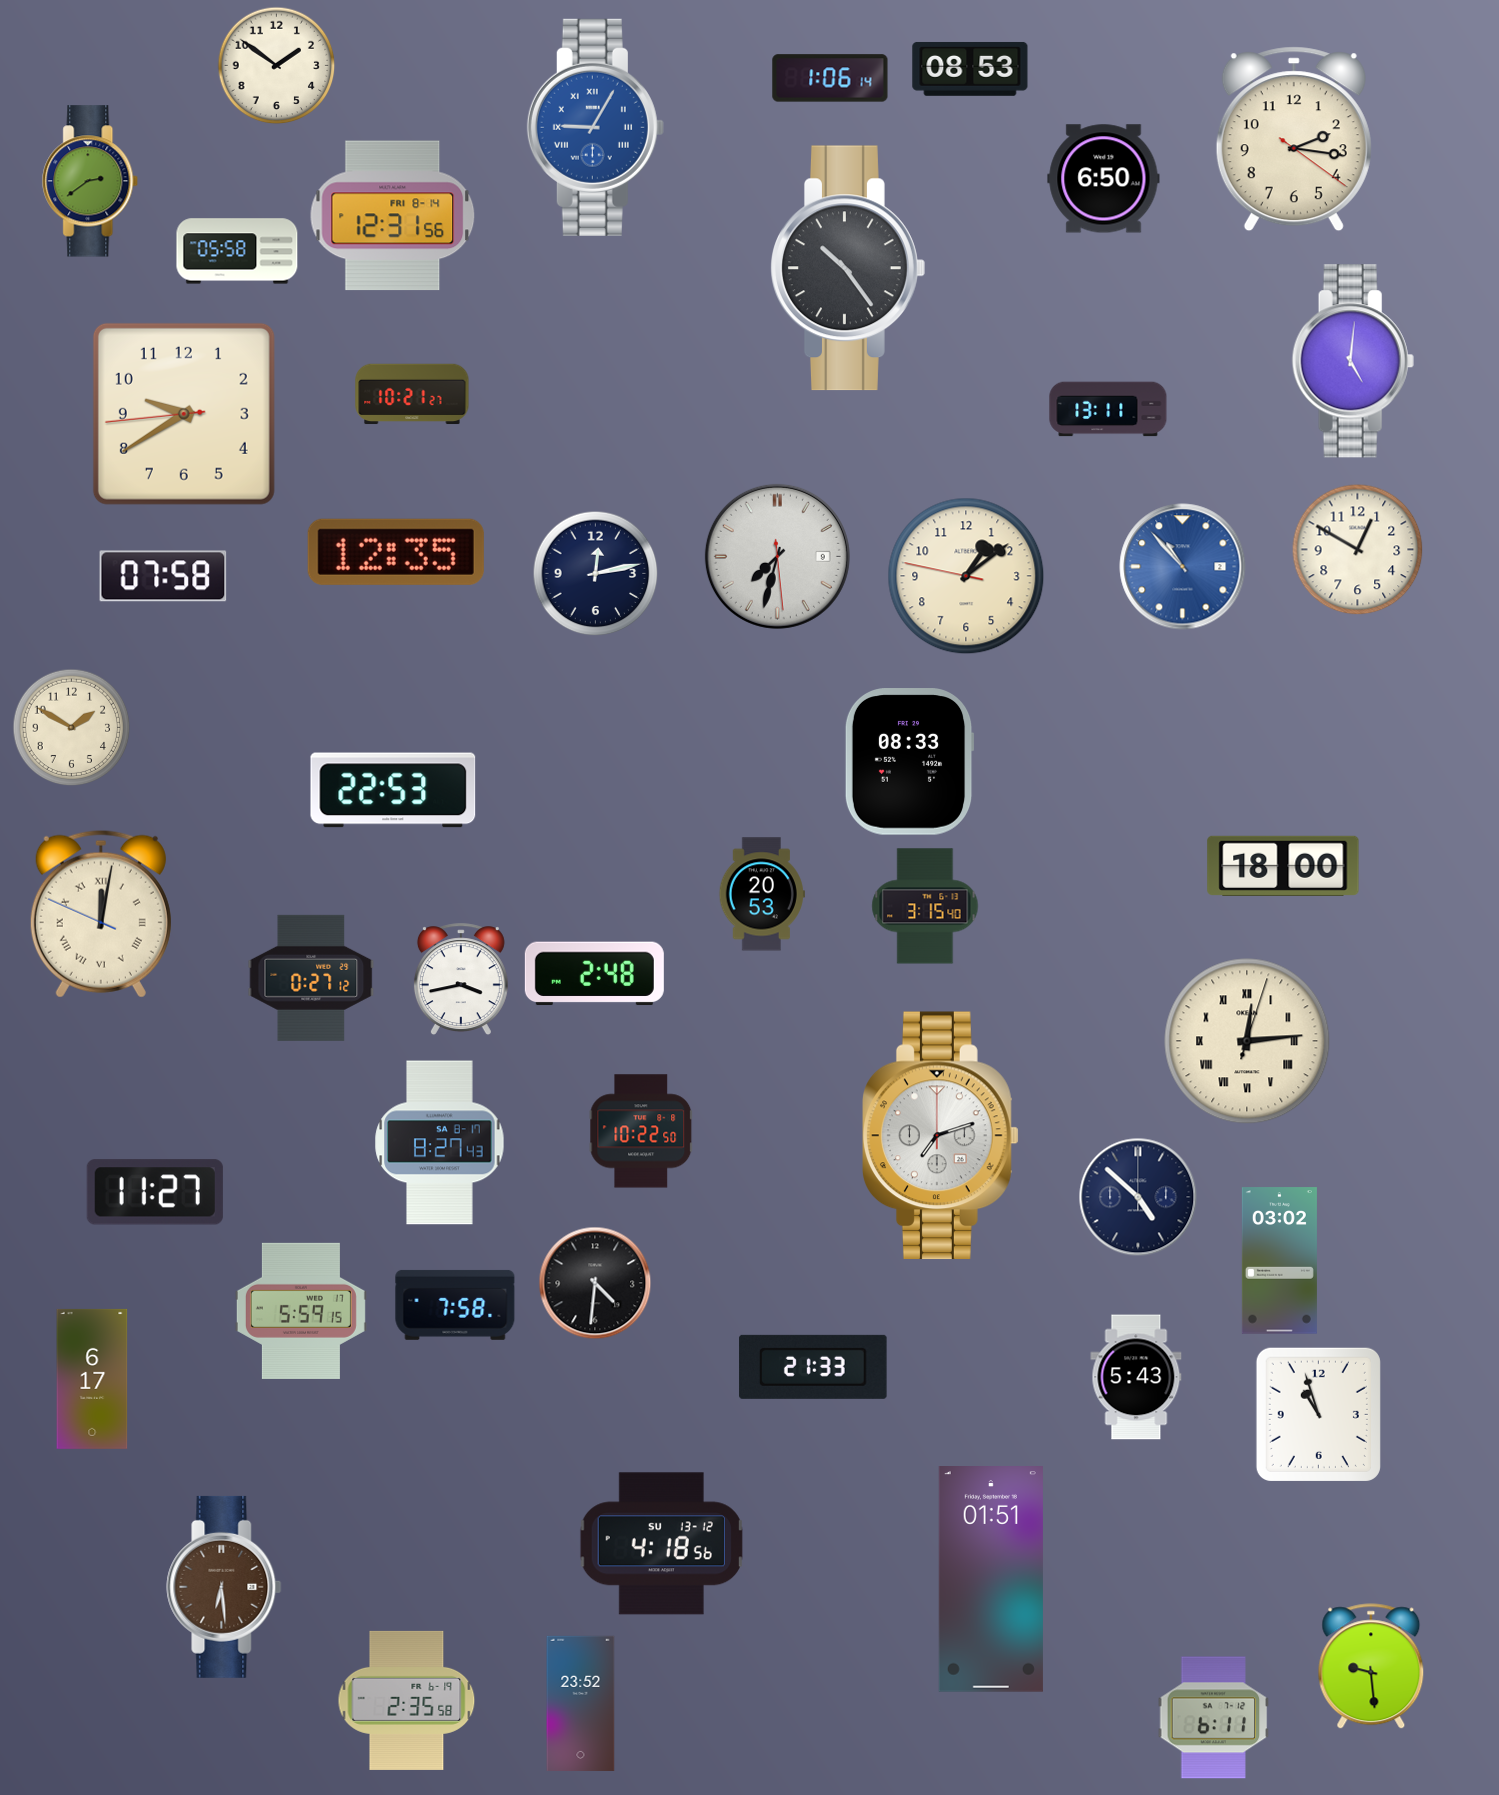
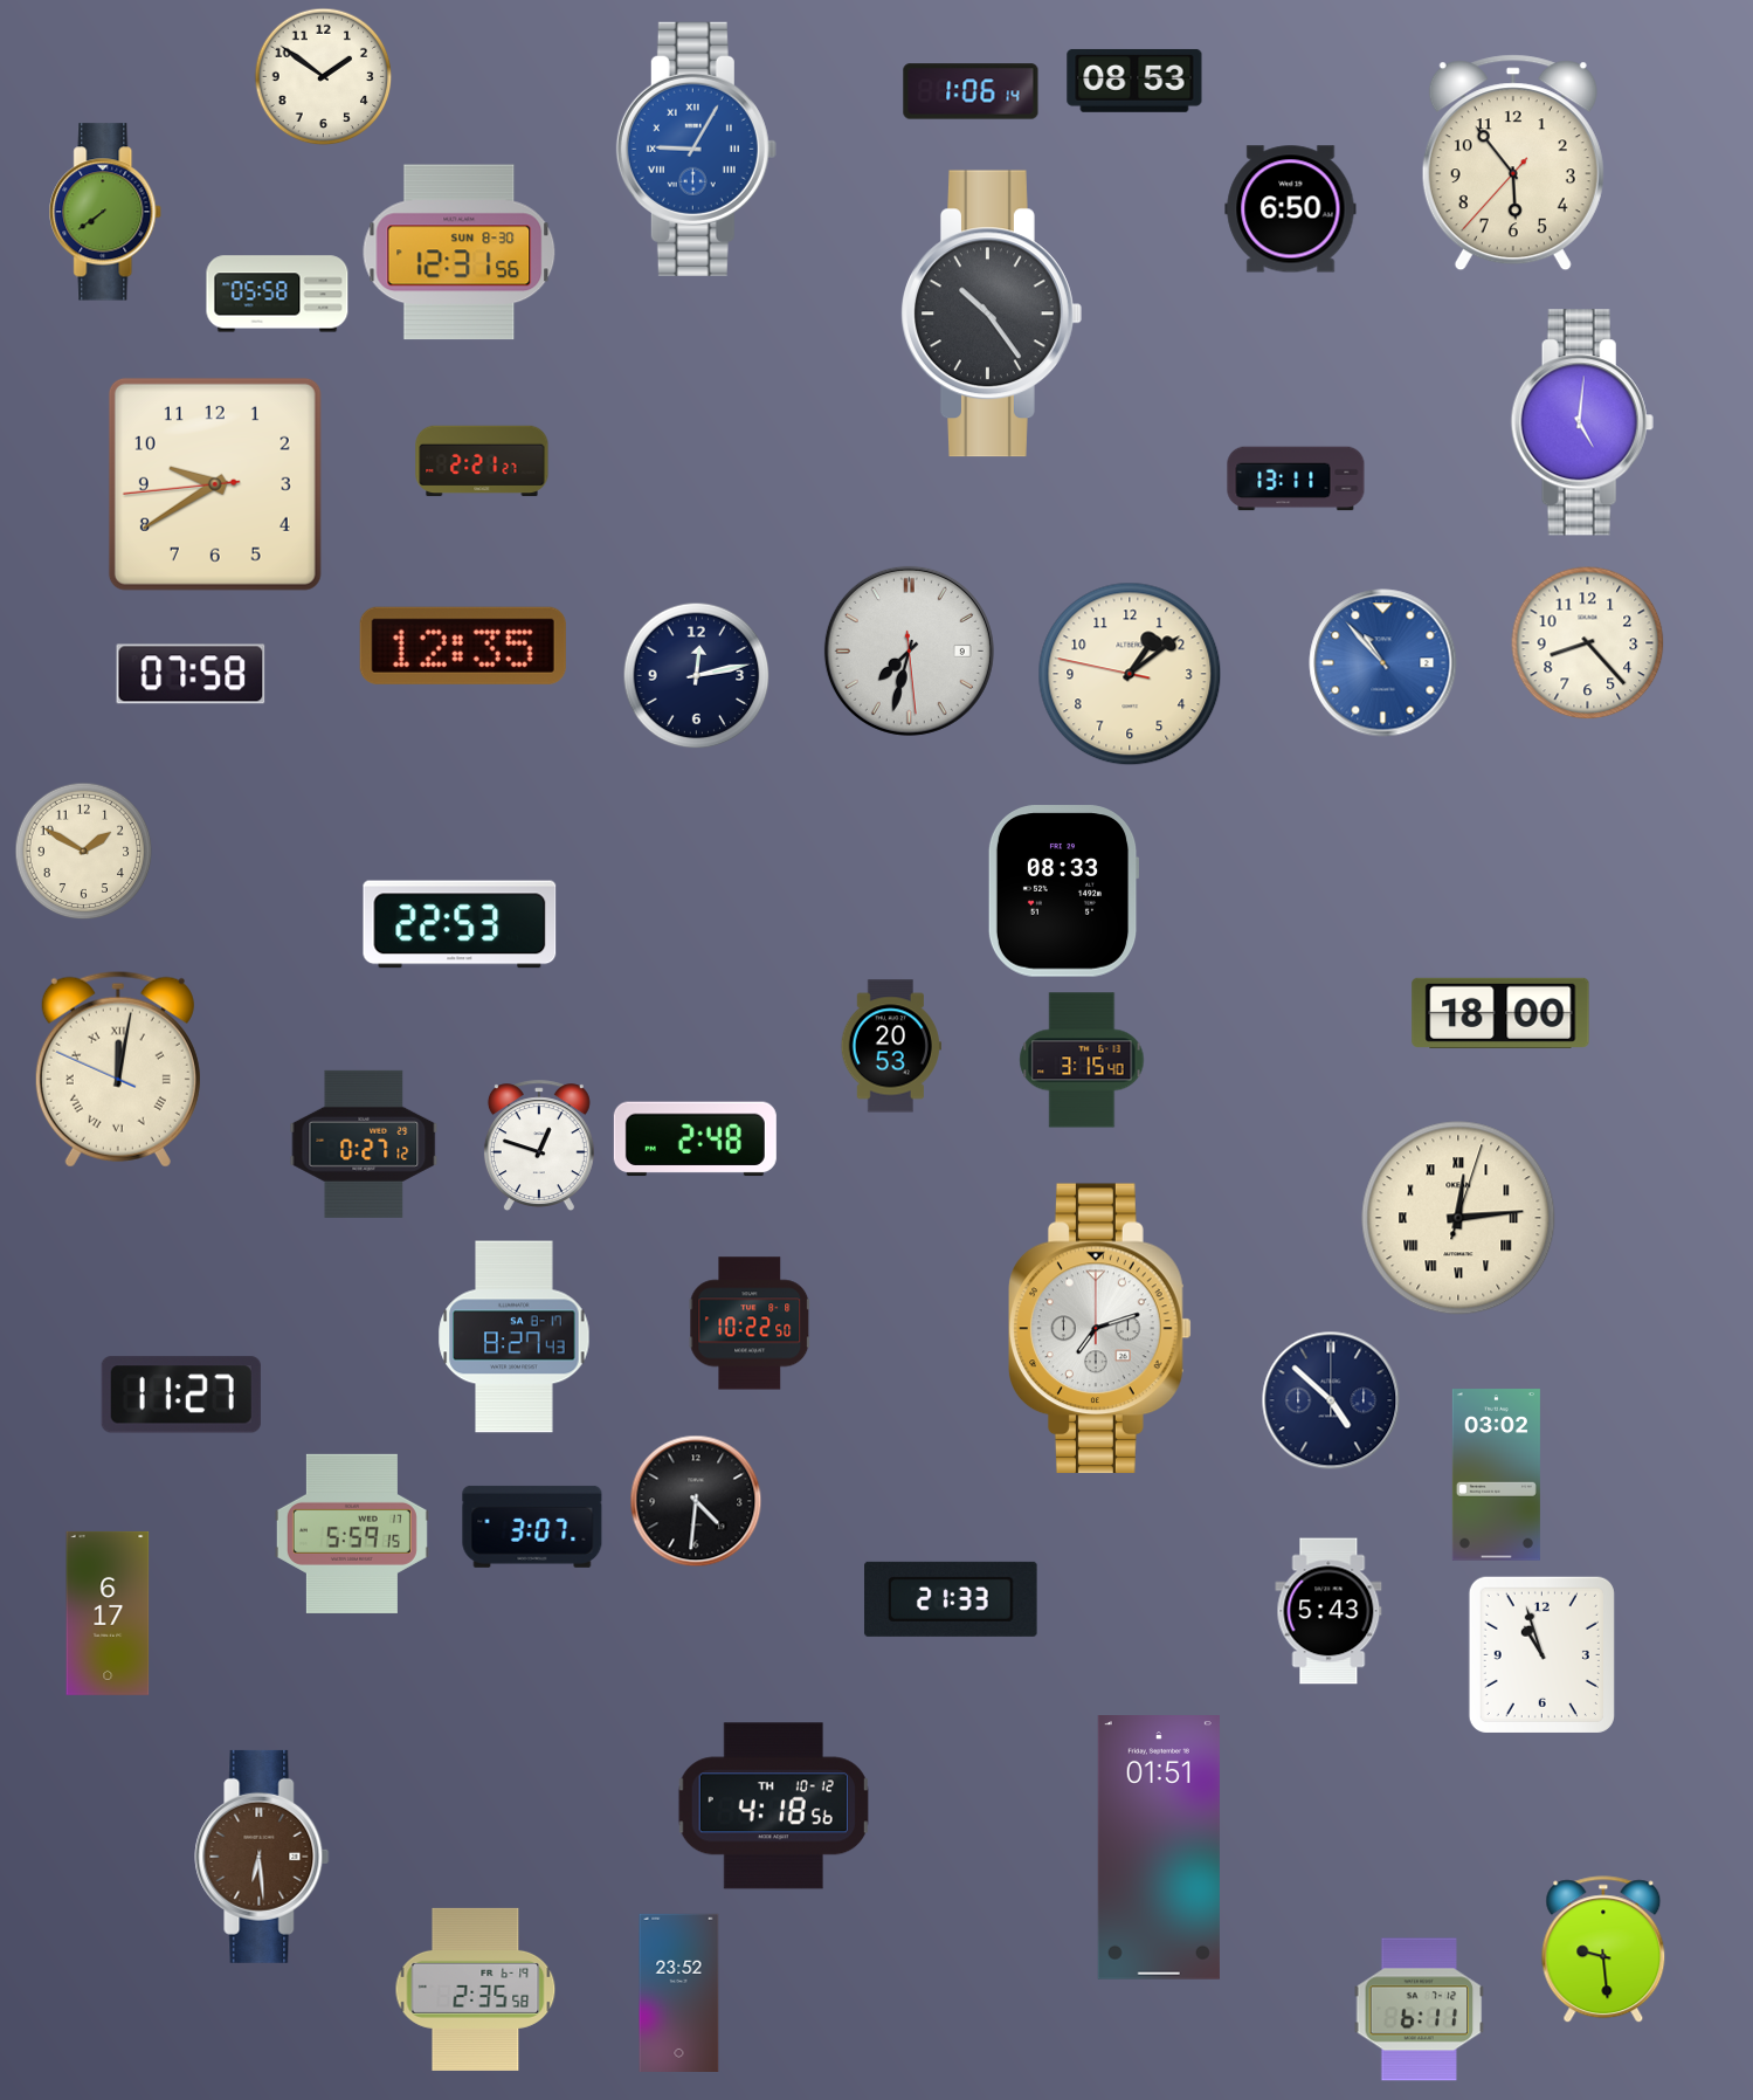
clock at (1294, 139): 2:16 -> 5:53
clock at (91, 181): 2:39 -> 7:39
clock at (393, 216) date: FRI 8-14 -> SUN 8-30
clock at (412, 394): 10:21 -> 2:21
clock at (1358, 550): 12:50 -> 8:23
clock at (596, 574) position: (596, 574) -> (697, 676)
clock at (461, 980): 3:43 -> 12:48
clock at (455, 1305): 7:58 -> 3:07
clock at (661, 1544) date: SU 13-12 -> TH 10-12
